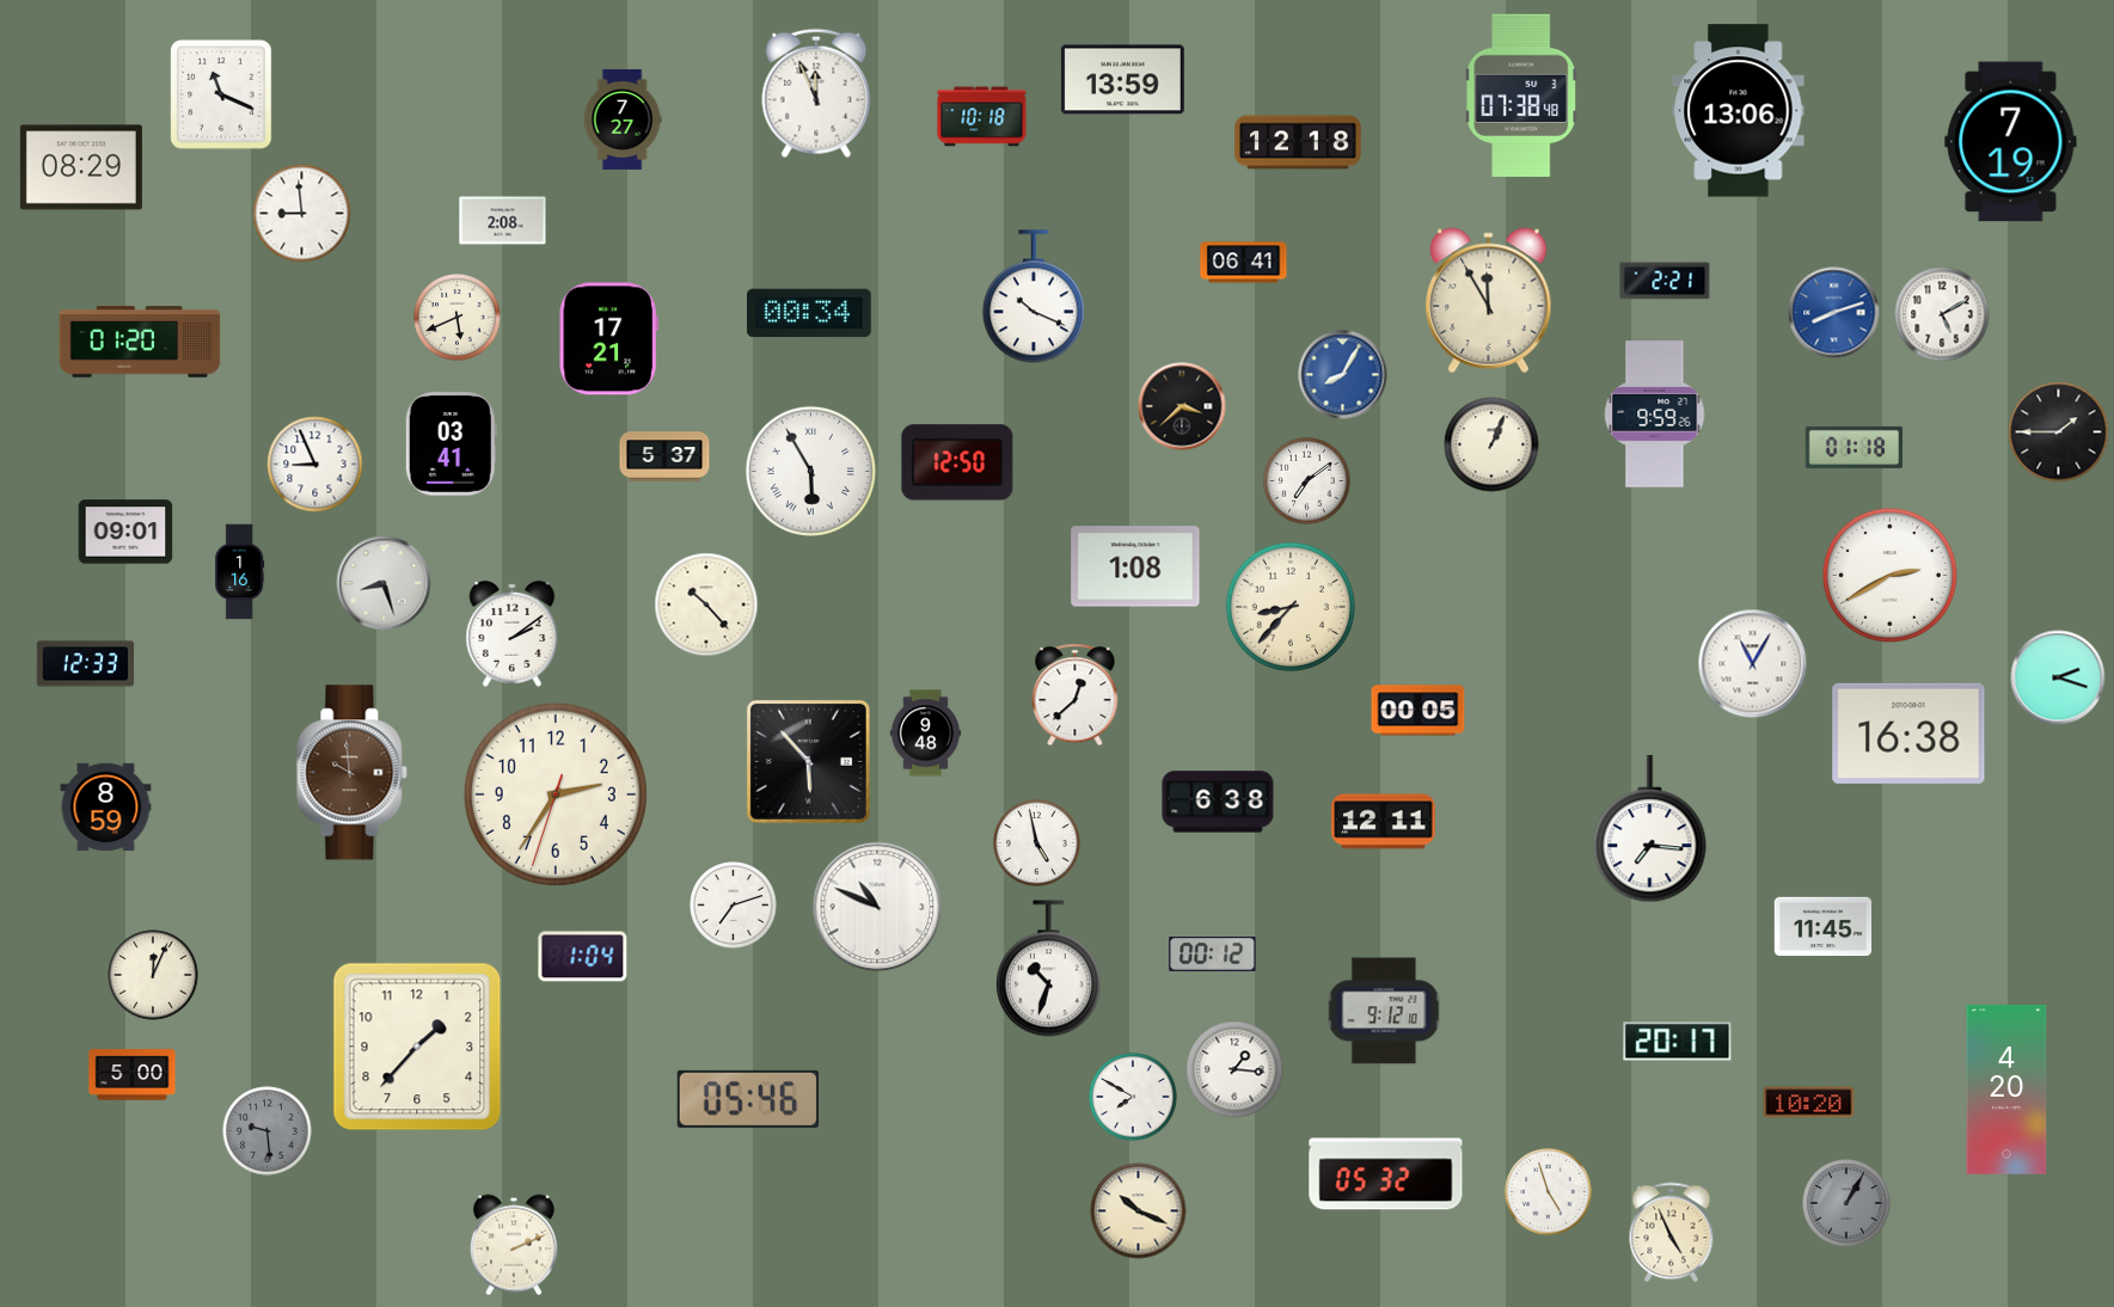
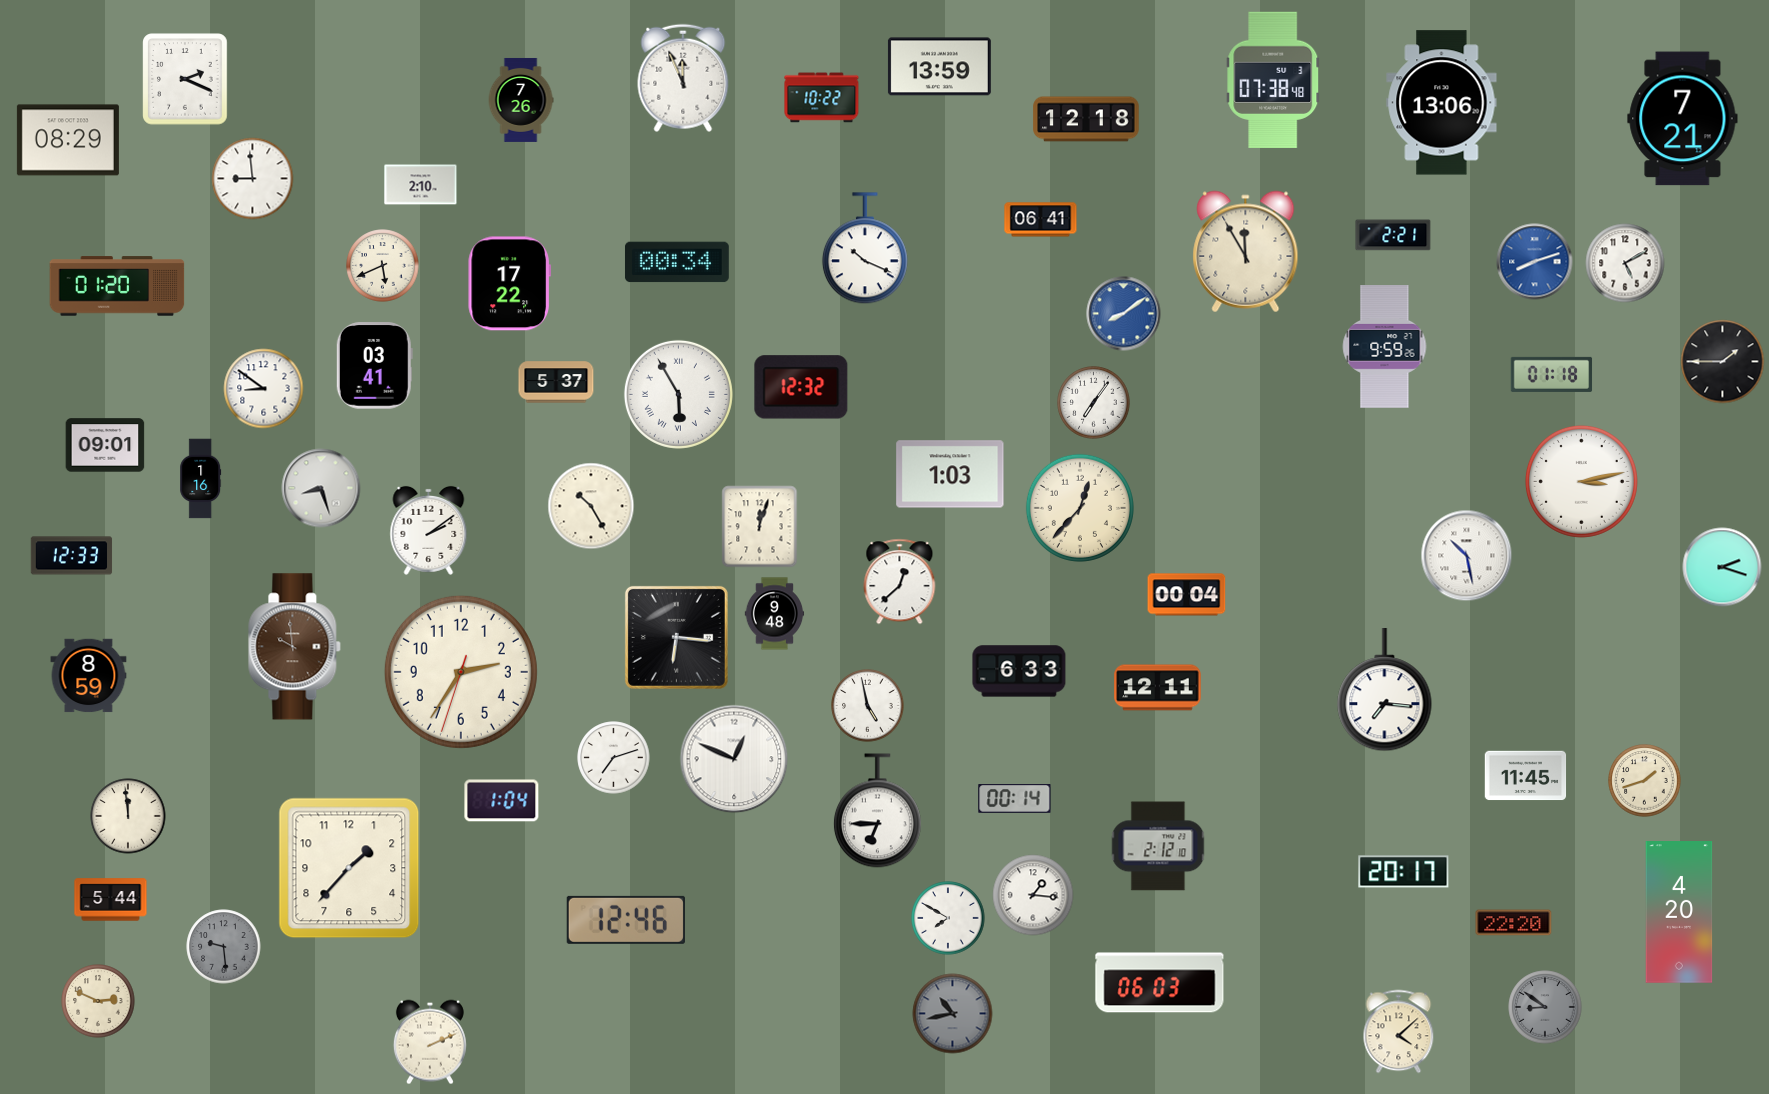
clock at (221, 94): 11:19 -> 2:19
clock at (1739, 111) position: (1739, 111) -> (1442, 103)
clock at (982, 117): 10:18 -> 10:22
clock at (623, 119): 7:27 -> 7:26
clock at (2011, 142): 7:19 -> 7:21
clock at (503, 221): 2:08 -> 2:10
clock at (608, 339): 17:21 -> 17:22
clock at (1343, 375): 8:05 -> 8:09
clock at (1182, 406): 3:38 -> none
clock at (451, 444) position: (451, 444) -> (374, 366)
clock at (1491, 444): 1:04 -> none
clock at (957, 462): 12:50 -> 12:32
clock at (315, 465): 8:56 -> 8:51
clock at (1307, 481): 7:09 -> 7:06
clock at (1135, 566): 1:08 -> 1:03
clock at (1889, 575): 2:40 -> 3:13
clock at (706, 605): 10:23 -> 10:25
clock at (1291, 607): 8:37 -> 12:37
clock at (760, 527): none -> 12:03
clock at (1753, 664): 11:05 -> 10:28
clock at (1418, 711): 00:05 -> 00:04
clock at (1908, 734): 16:38 -> none
clock at (808, 761): 5:53 -> 6:16
clock at (556, 794) position: (556, 794) -> (461, 672)
clock at (1218, 802): 6:38 -> 6:33
clock at (1650, 830) position: (1650, 830) -> (1385, 691)
clock at (877, 907): 10:49 -> 12:49
clock at (1645, 781): none -> 1:42
clock at (1213, 955): 00:12 -> 00:14
clock at (583, 957) position: (583, 957) -> (502, 801)
clock at (1048, 969): 10:33 -> 6:45
clock at (153, 975): 12:04 -> 11:59
clock at (1384, 1011): 9:12 -> 2:12
clock at (417, 1047) position: (417, 1047) -> (349, 868)
clock at (133, 1075): 5:00 -> 5:44
clock at (748, 1099): 05:46 -> 12:46
clock at (1809, 1103): 10:20 -> 22:20
clock at (1386, 1174): 05:32 -> 06:03
clock at (1549, 1192): 4:57 -> none
clock at (98, 1001): none -> 2:49
clock at (1846, 1203): 1:05 -> 8:51
clock at (1139, 1211): 10:19 -> 10:43
clock at (1139, 1211) dial: cream -> grey
clock at (1672, 1233): 4:56 -> 4:08
